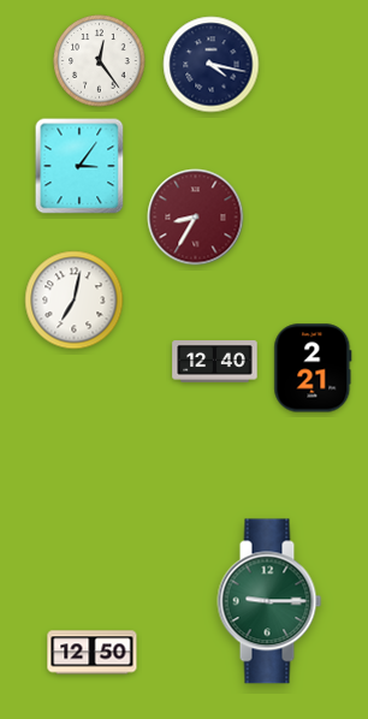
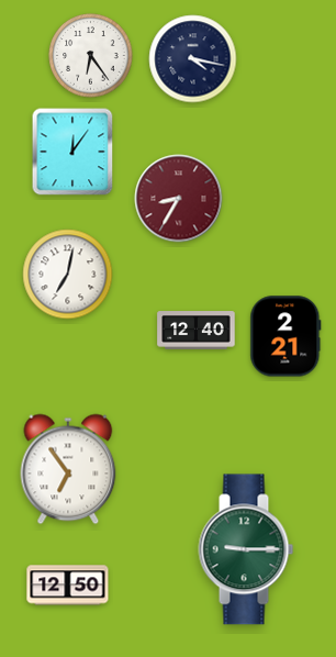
clock at (100, 61): 12:24 -> 6:24
clock at (79, 166): 3:06 -> 12:06
clock at (68, 469): none -> 6:54
clock at (93, 653) position: (93, 653) -> (68, 586)
